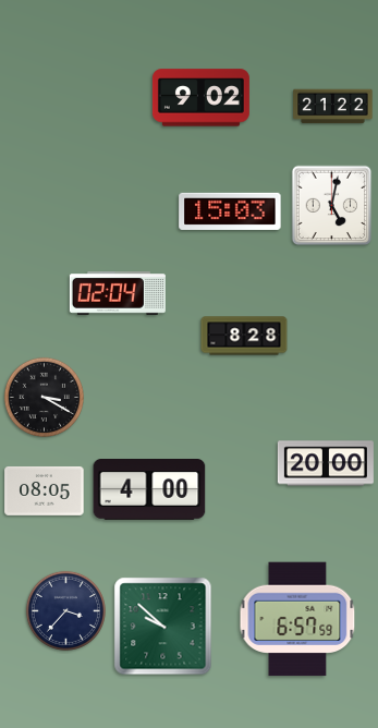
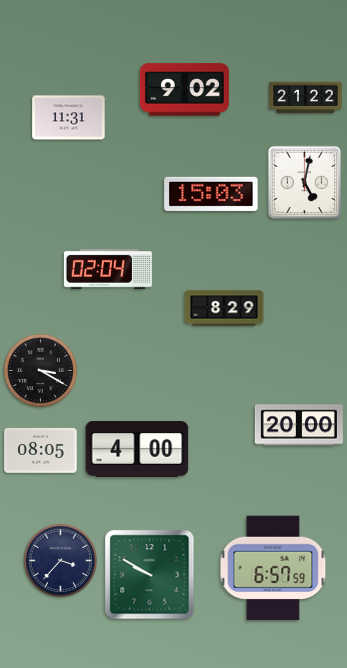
clock at (69, 118): none -> 11:31
clock at (332, 206) position: (332, 206) -> (305, 183)
clock at (244, 336): 8:28 -> 8:29
clock at (44, 397) position: (44, 397) -> (40, 370)
clock at (163, 627): 9:52 -> 9:50
